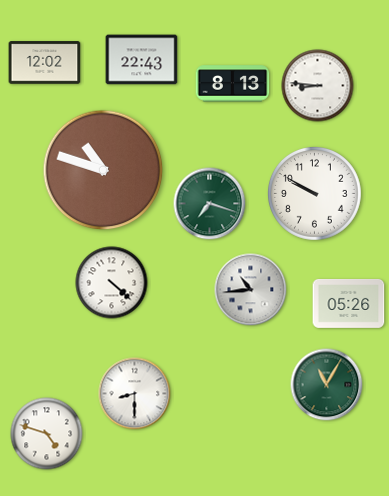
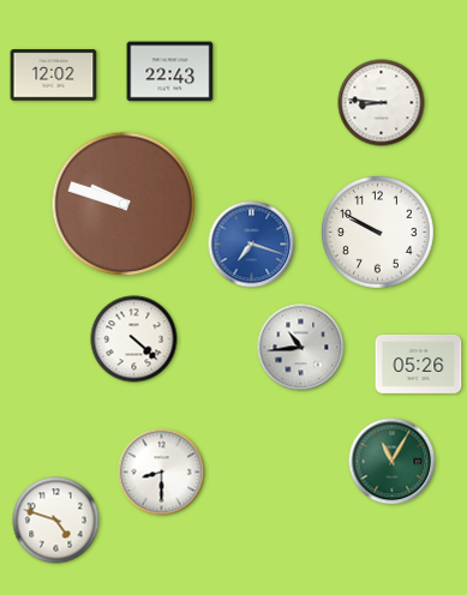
clock at (233, 84): 8:13 -> none
clock at (103, 170): 10:48 -> 9:48
clock at (210, 204) dial: green -> blue
